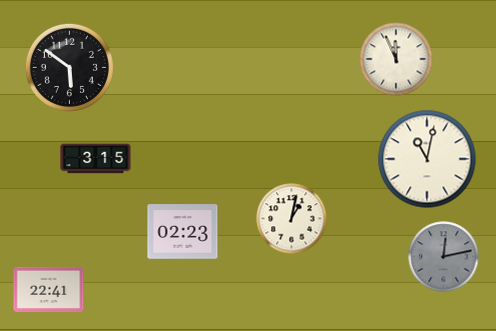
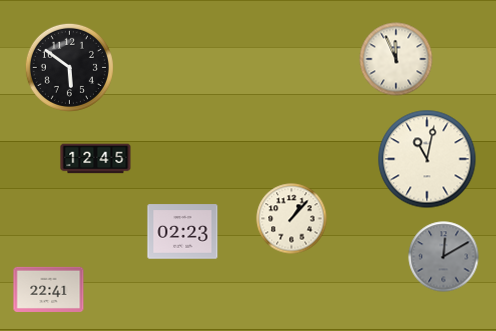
clock at (96, 159): 3:15 -> 12:45
clock at (292, 219): 1:02 -> 1:07
clock at (444, 257): 12:13 -> 12:10
